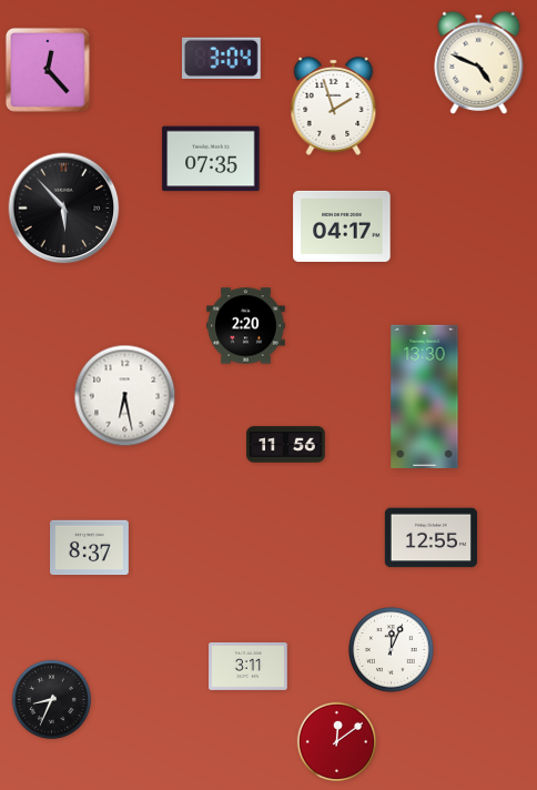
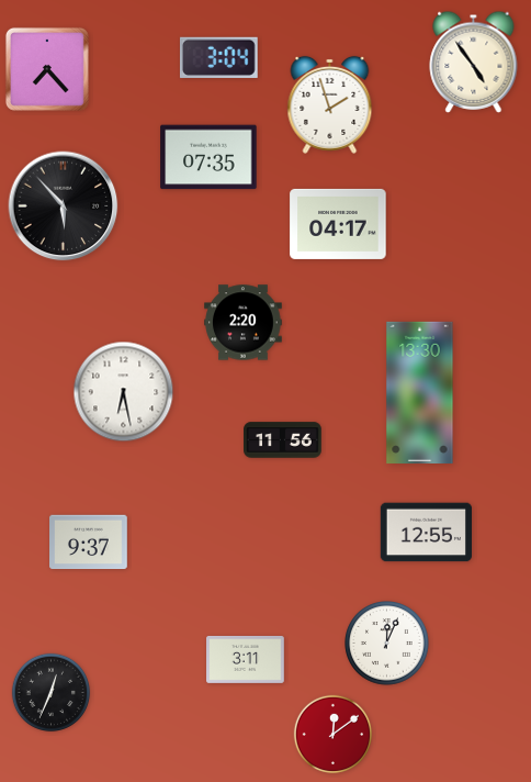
clock at (479, 62): 4:49 -> 4:54
clock at (48, 70): 12:23 -> 7:23
clock at (90, 548): 8:37 -> 9:37
clock at (52, 700): 8:34 -> 12:34
